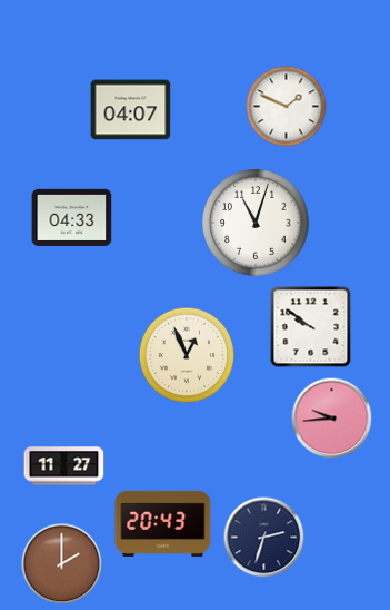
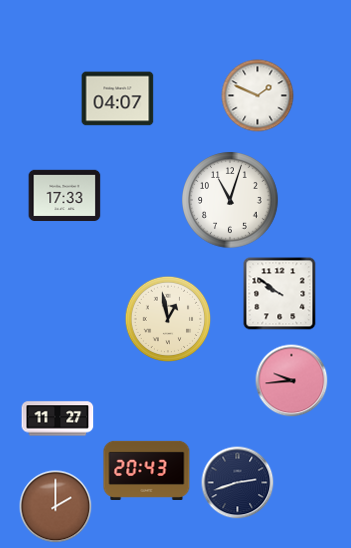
clock at (72, 217): 04:33 -> 17:33
clock at (187, 355): 12:56 -> 12:58
clock at (332, 419) position: (332, 419) -> (292, 381)
clock at (264, 538): 2:33 -> 2:42
